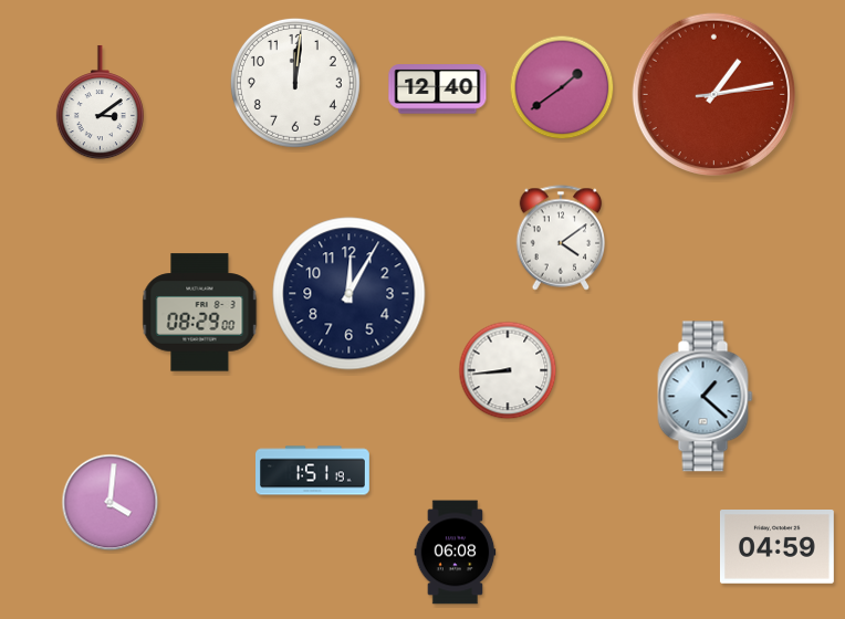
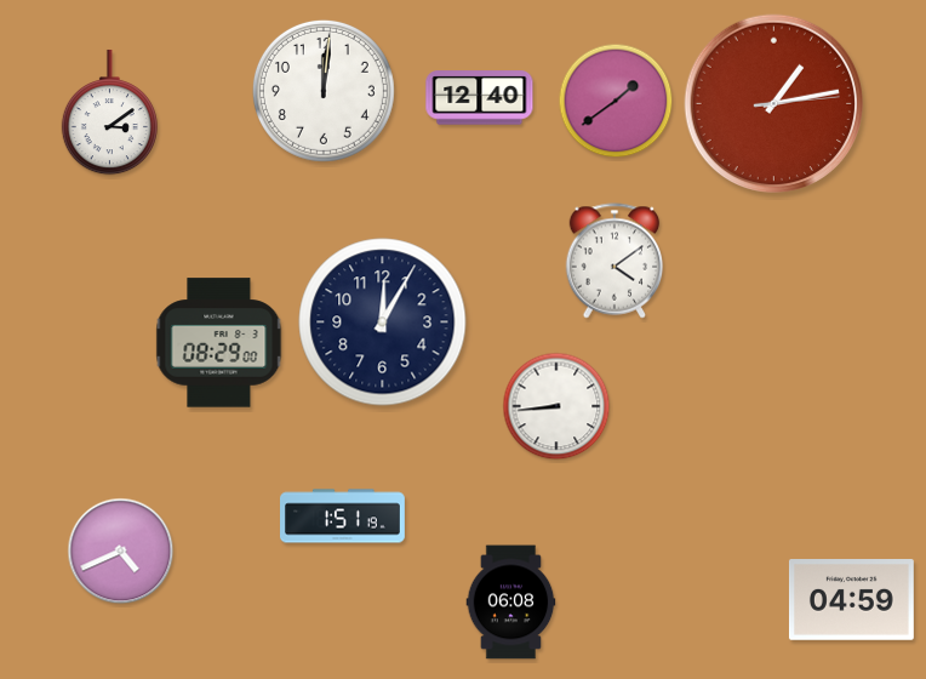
clock at (562, 87) position: (562, 87) -> (616, 101)
clock at (714, 95) position: (714, 95) -> (774, 104)
clock at (706, 397): 1:22 -> none
clock at (111, 503): 4:01 -> 4:41
clock at (456, 553) position: (456, 553) -> (511, 603)
